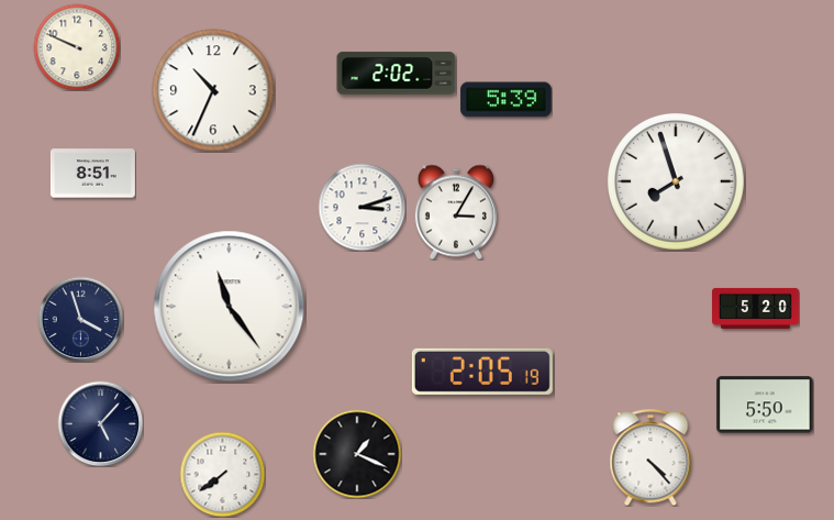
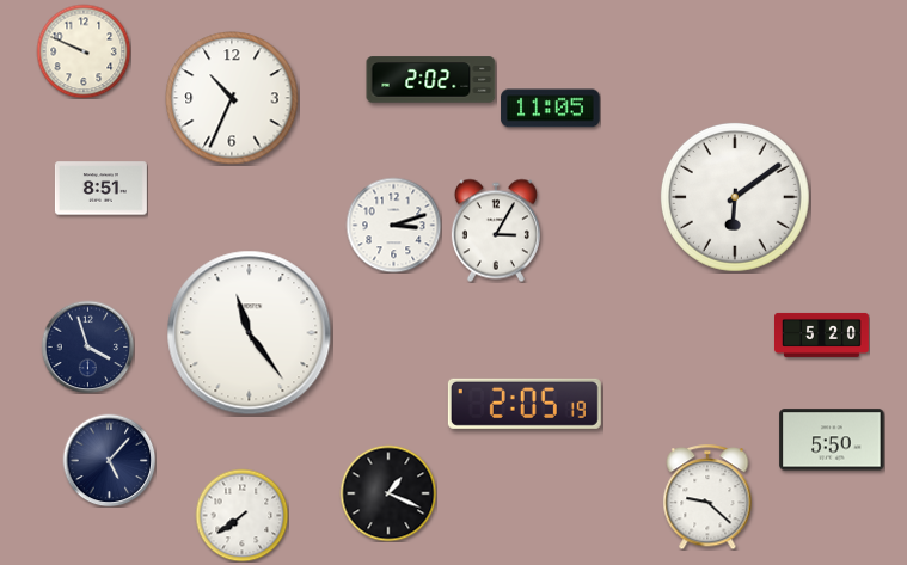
clock at (507, 100): 5:39 -> 11:05
clock at (676, 181): 7:57 -> 6:09
clock at (650, 457): 4:23 -> 9:22
